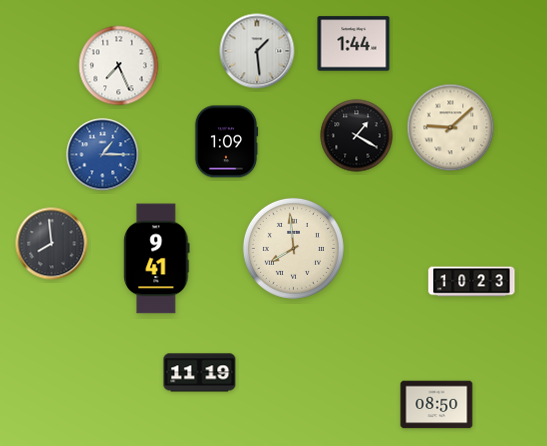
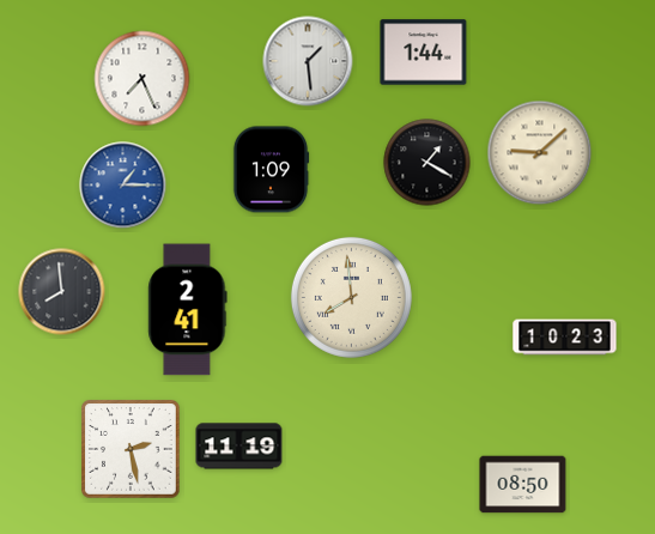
clock at (157, 259): 9:41 -> 2:41
clock at (131, 449): none -> 2:28
